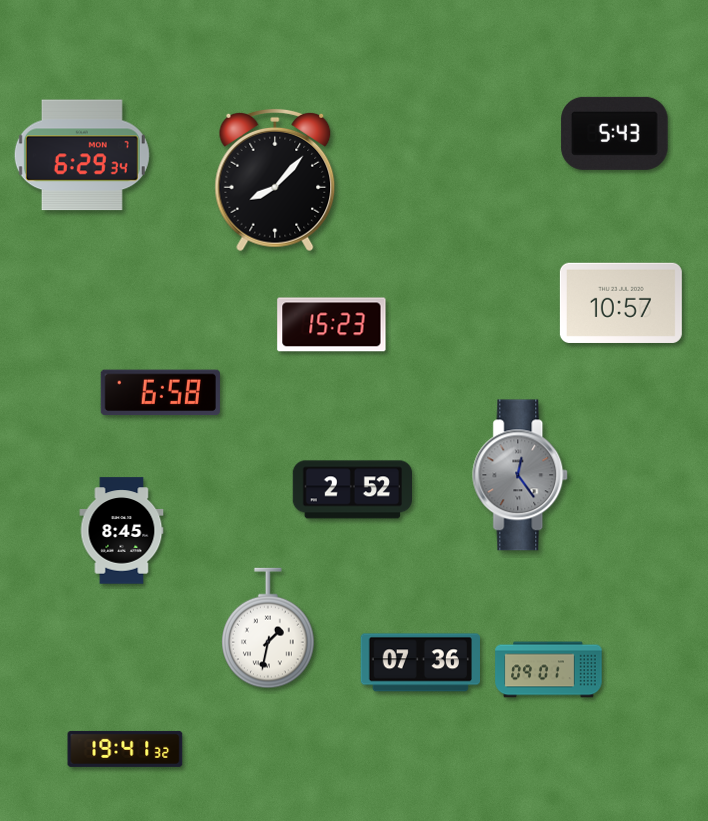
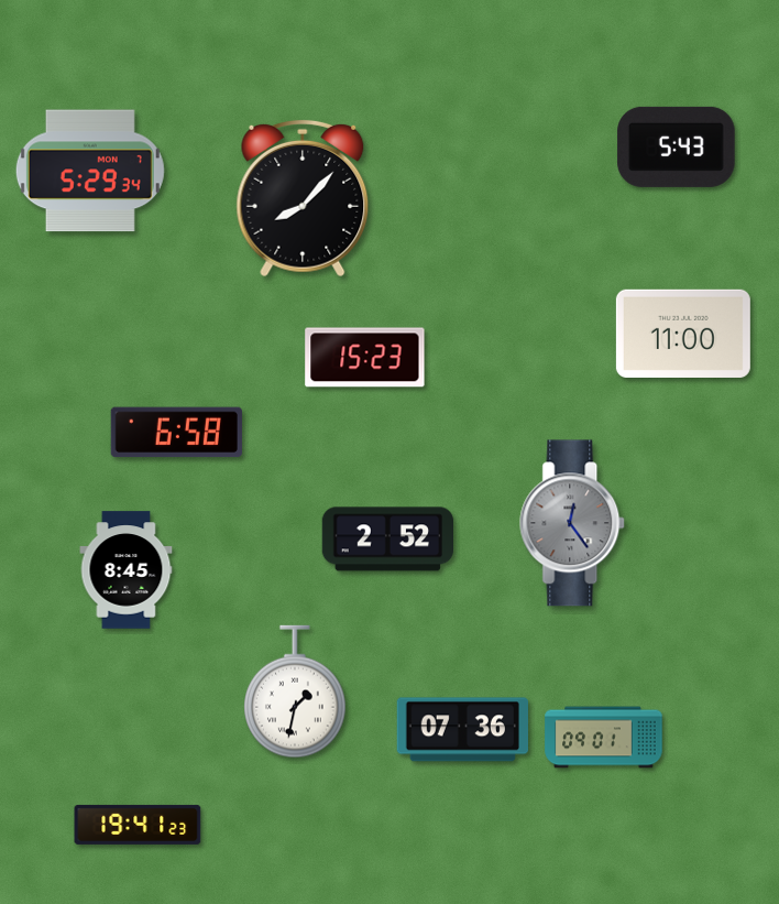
clock at (82, 155): 6:29 -> 5:29
clock at (621, 303): 10:57 -> 11:00
clock at (122, 531) position: (122, 531) -> (127, 570)
clock at (125, 749): 19:41:32 -> 19:41:23
